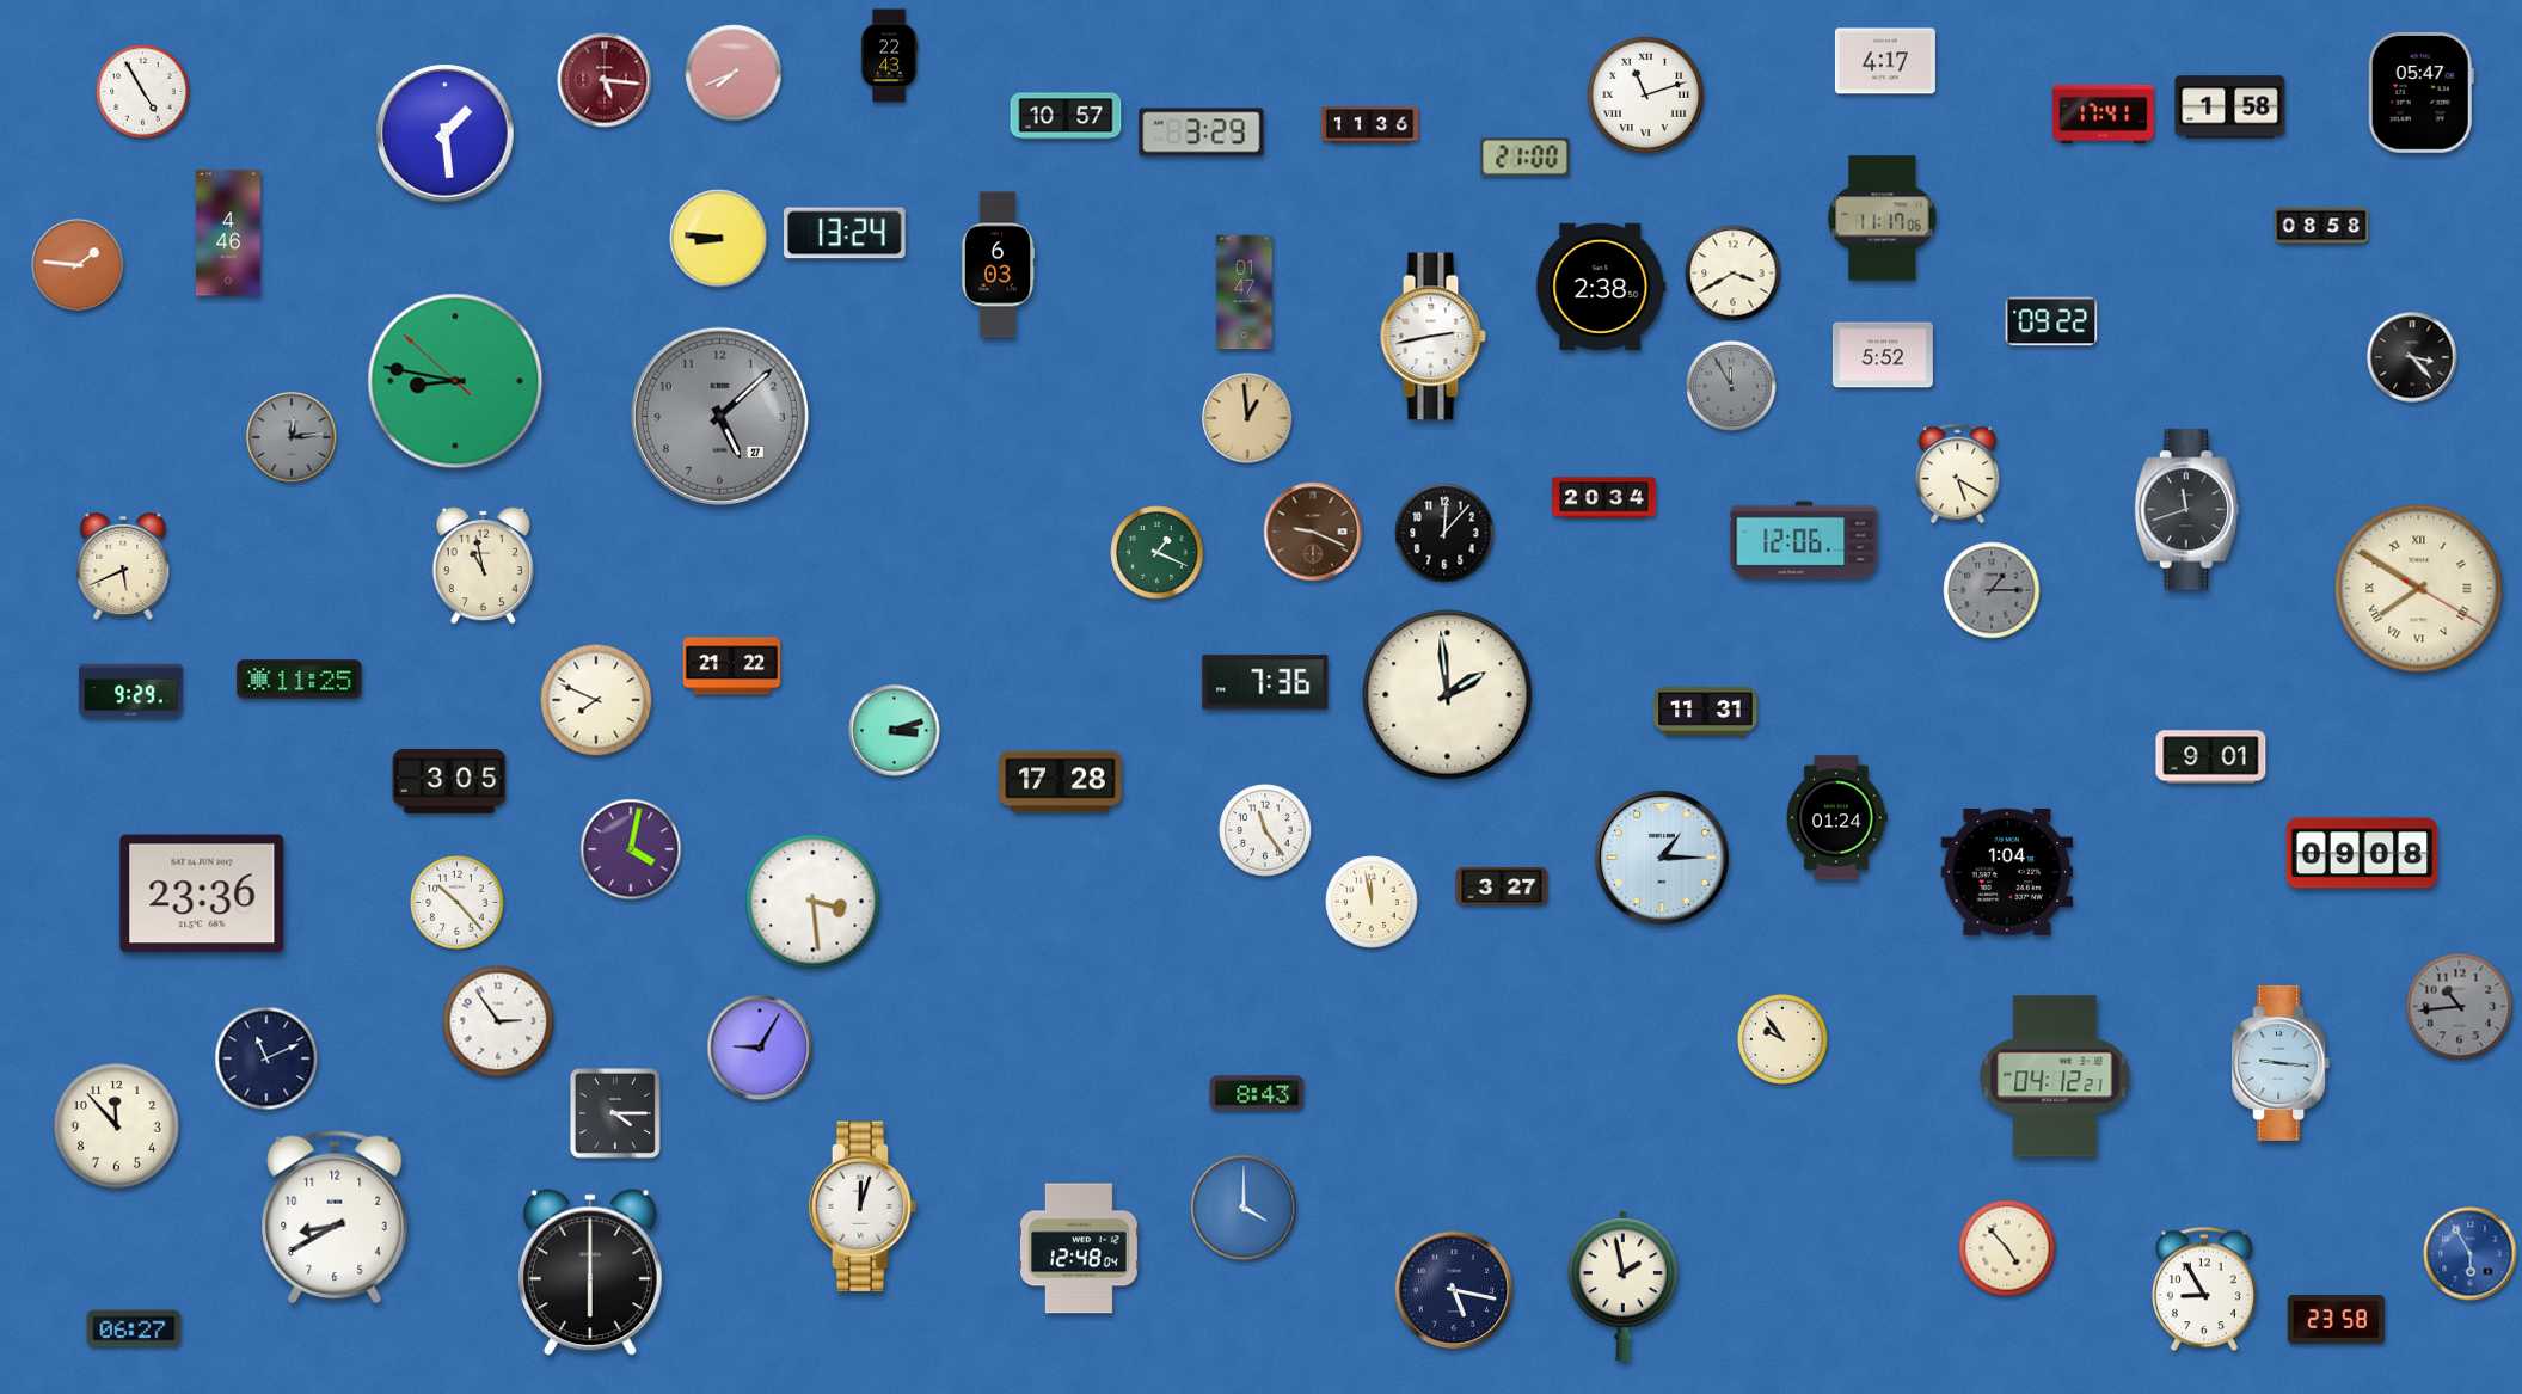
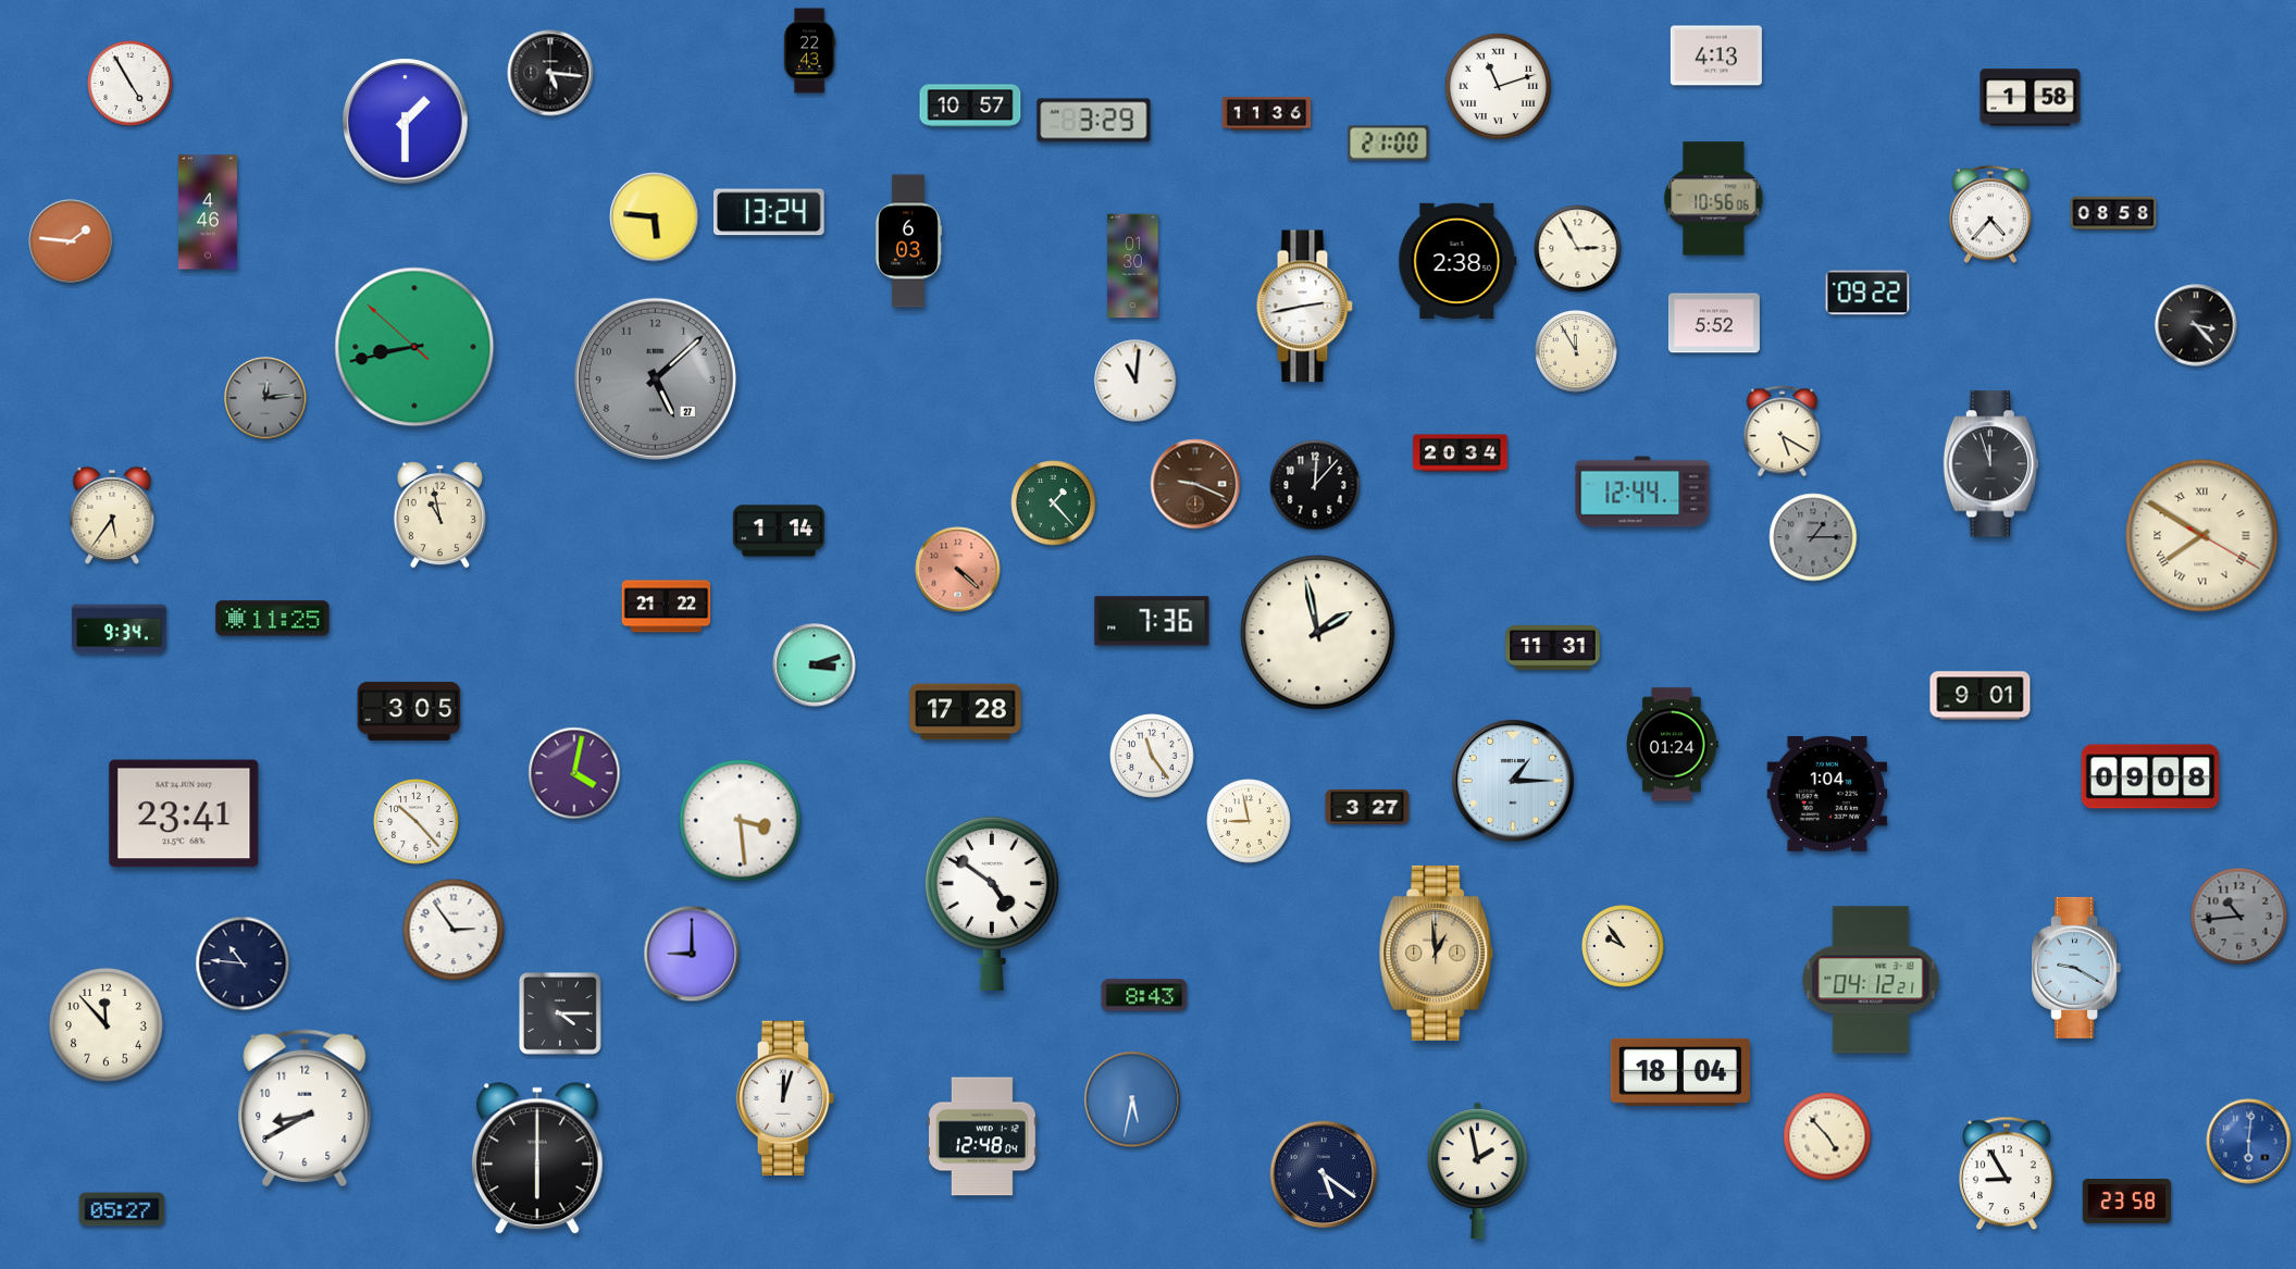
clock at (1885, 61): 4:17 -> 4:13
clock at (734, 73): 7:41 -> none
clock at (605, 80) dial: burgundy -> black
clock at (2420, 93): 05:47 -> none
clock at (2103, 113): 17:41 -> none
clock at (1370, 125) position: (1370, 125) -> (1267, 114)
clock at (446, 134): 1:29 -> 1:30
clock at (1883, 219): 11:17 -> 10:56
clock at (2321, 226) position: (2321, 226) -> (2113, 213)
clock at (1991, 214): none -> 4:37
clock at (719, 239): 8:46 -> 5:46
clock at (1734, 274): 3:40 -> 2:55
clock at (1245, 293): 01:47 -> 01:30
clock at (455, 381): 8:46 -> 8:42
clock at (1731, 386) dial: grey -> cream
clock at (1247, 418): 12:59 -> 11:01
clock at (1247, 418) dial: champagne -> white
clock at (2186, 510): 11:42 -> 11:57
clock at (1804, 540): 12:06 -> 12:44
clock at (1158, 553): 1:19 -> 1:23
clock at (123, 566): 5:41 -> 5:36
clock at (779, 531): none -> 1:14
clock at (958, 570): none -> 4:22
clock at (131, 692): 9:29 -> 9:34
clock at (1448, 695): 1:59 -> 1:58
clock at (596, 700): 7:49 -> none
clock at (2211, 757) position: (2211, 757) -> (1981, 696)
clock at (202, 893): 23:36 -> 23:41
clock at (1372, 902): 11:58 -> 8:58
clock at (992, 903): none -> 4:51
clock at (1437, 953): none -> 12:59
clock at (760, 1048): 9:05 -> 9:00
clock at (266, 1058): 11:11 -> 10:46
clock at (2281, 1063): 9:16 -> 9:20
clock at (1680, 1072): none -> 18:04
clock at (1244, 1208): 4:00 -> 5:32
clock at (2471, 1254): 5:55 -> 6:01
clock at (1454, 1290): 5:17 -> 5:21
clock at (134, 1328): 06:27 -> 05:27
